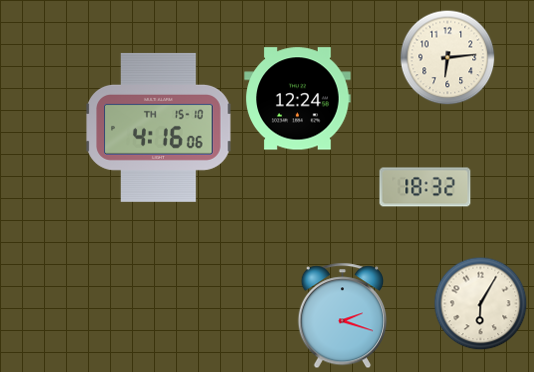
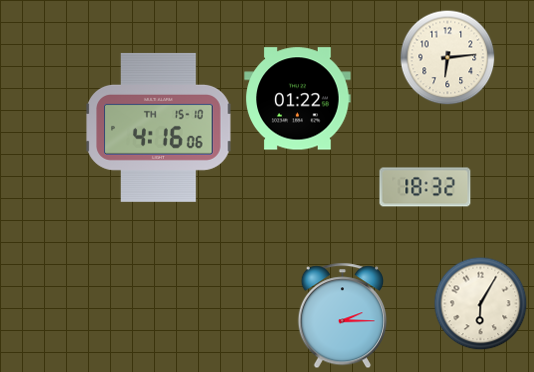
clock at (298, 99): 12:24 -> 01:22
clock at (342, 316): 2:18 -> 2:15
